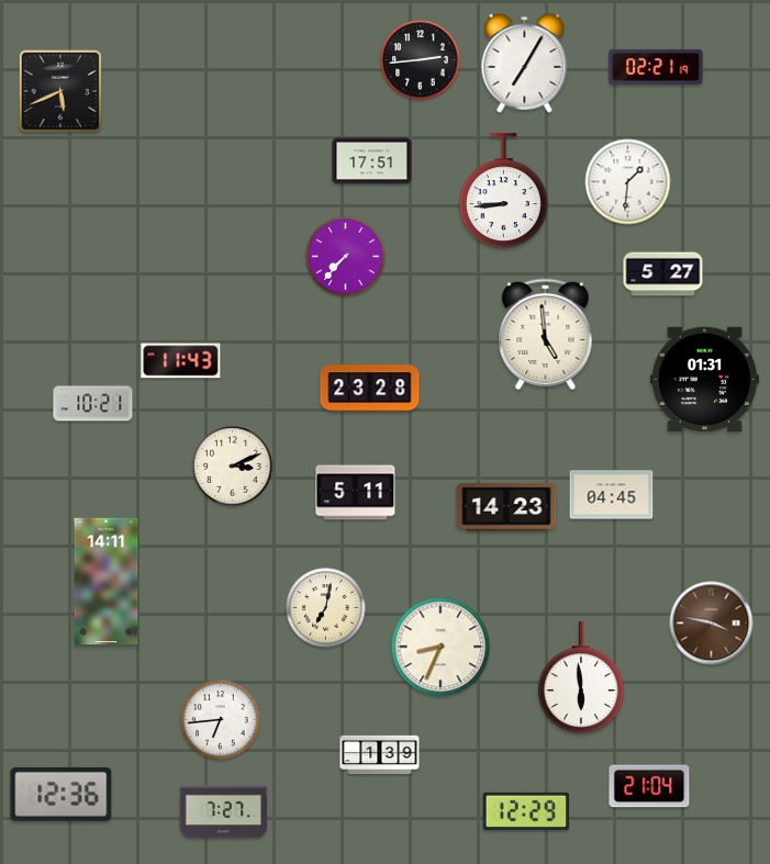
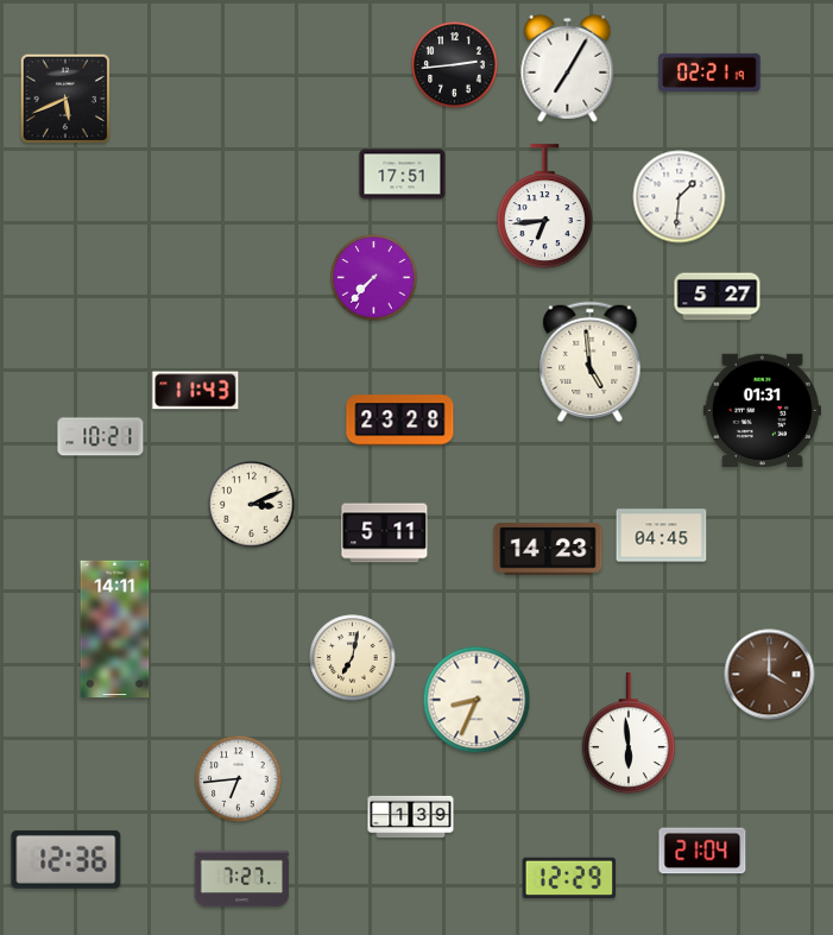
clock at (503, 191): 8:44 -> 6:44
clock at (712, 624): 3:47 -> 4:00
